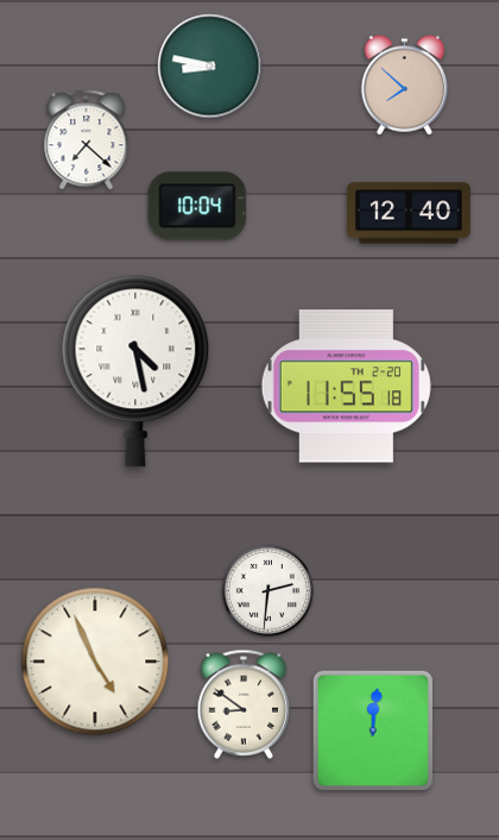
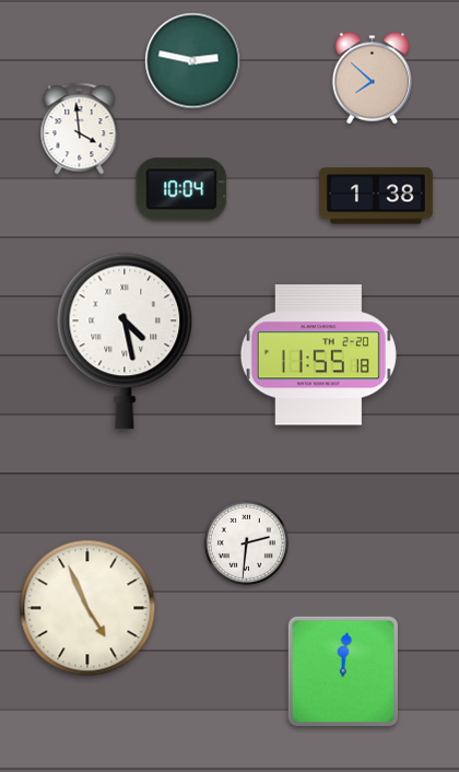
clock at (210, 67): 8:47 -> 2:47
clock at (87, 140): 7:22 -> 3:59
clock at (409, 213): 12:40 -> 1:38
clock at (244, 704): 8:51 -> none
